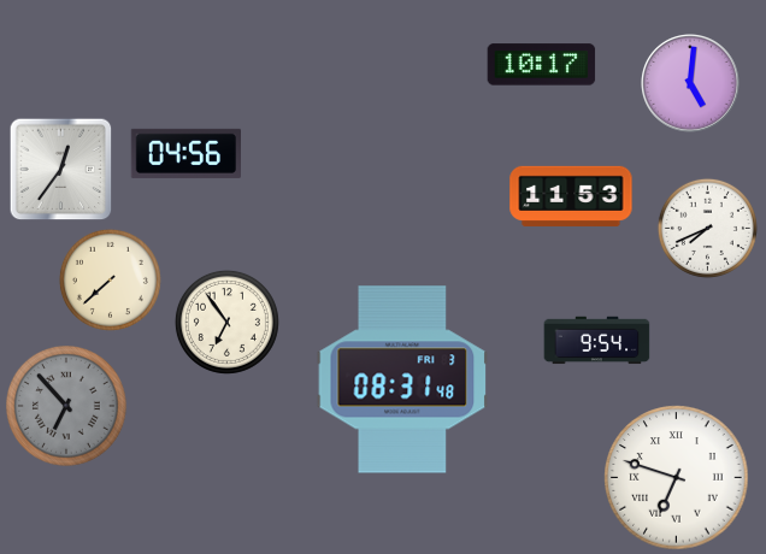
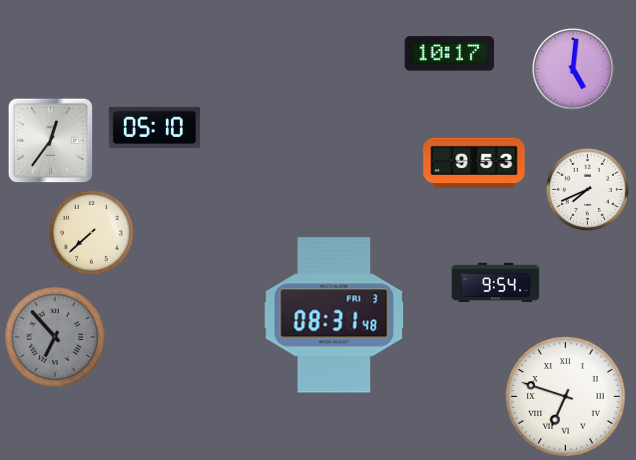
clock at (185, 153): 04:56 -> 05:10
clock at (571, 196): 11:53 -> 9:53
clock at (226, 322): 6:54 -> none
clock at (677, 478) position: (677, 478) -> (566, 397)
